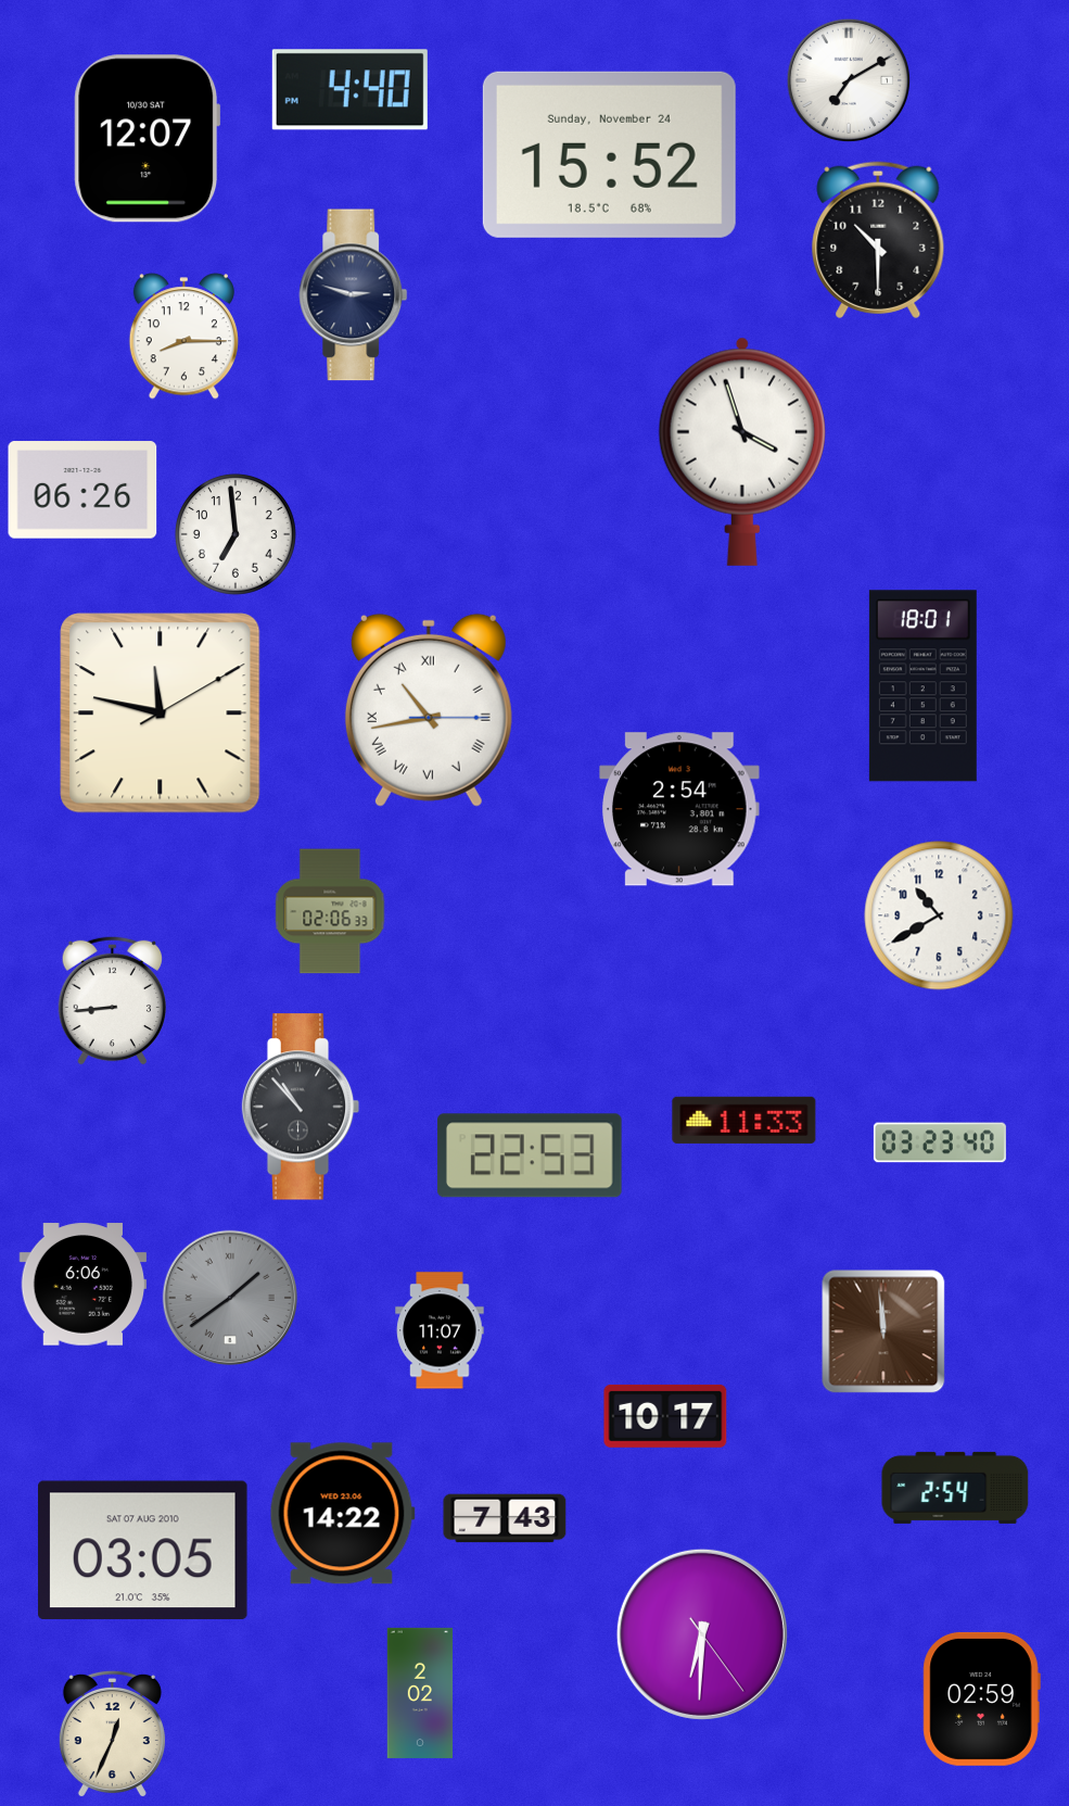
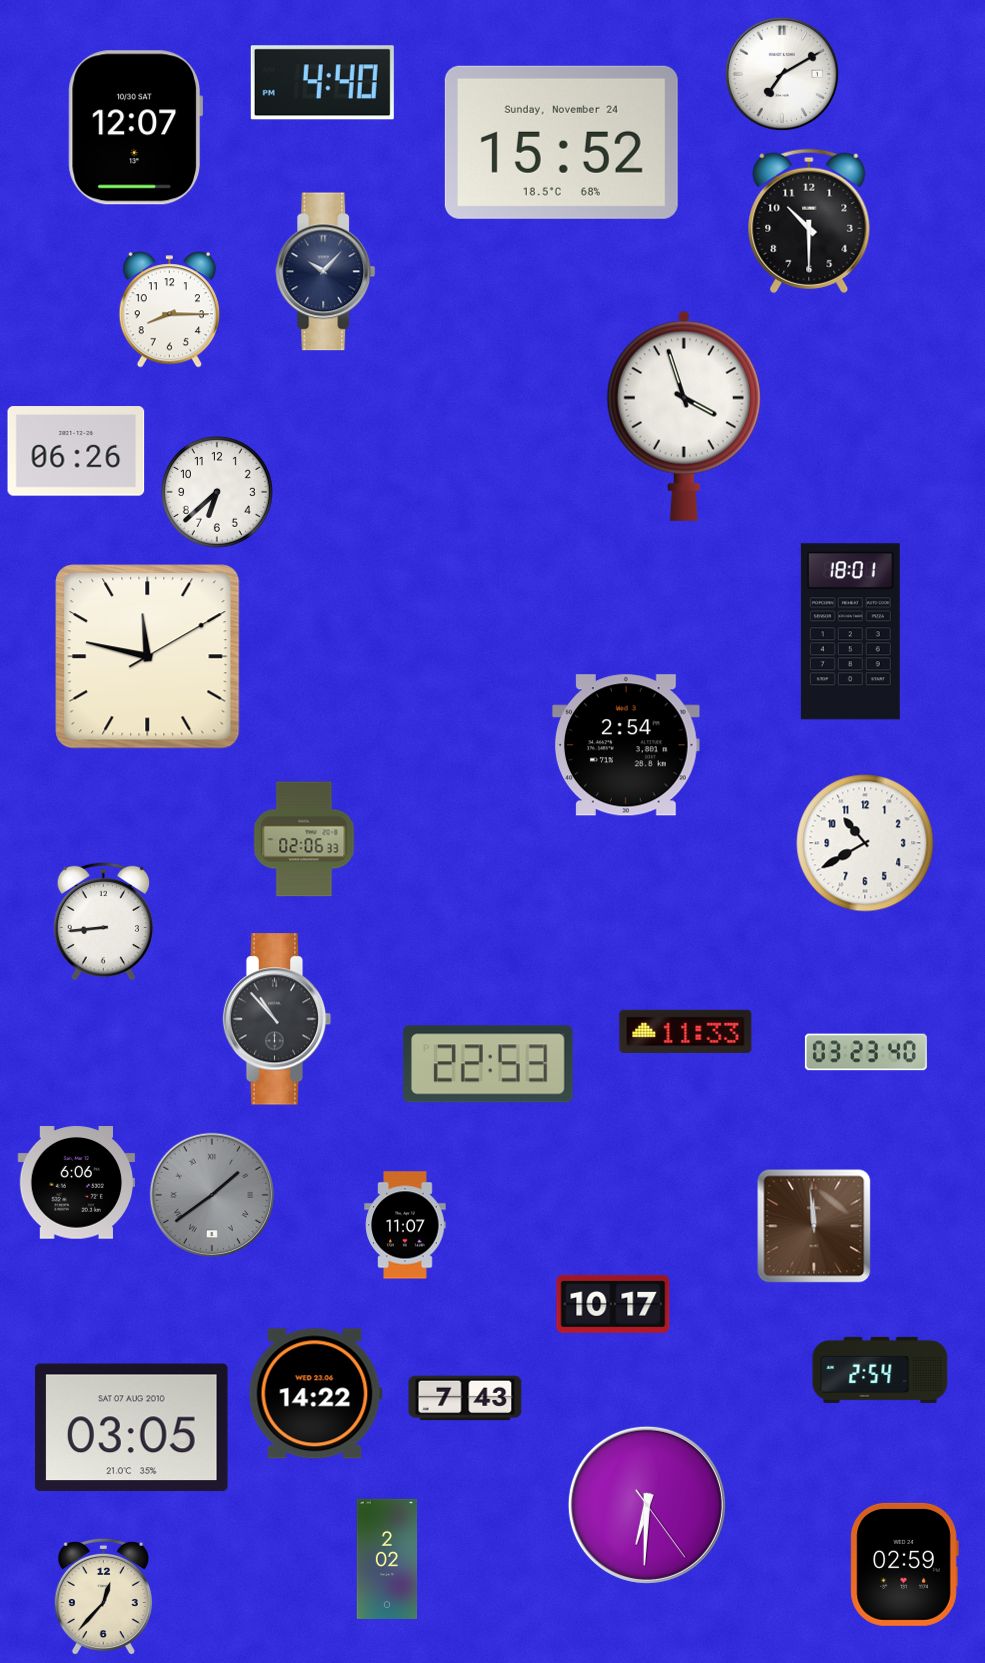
clock at (354, 295): 2:48 -> 10:07
clock at (236, 534): 6:59 -> 6:38
clock at (429, 710): 10:43 -> none
clock at (112, 1734): 12:34 -> 12:37
